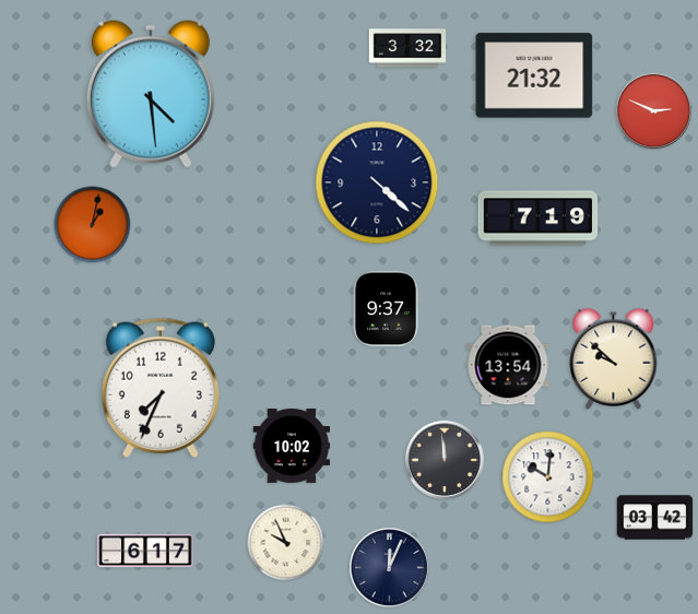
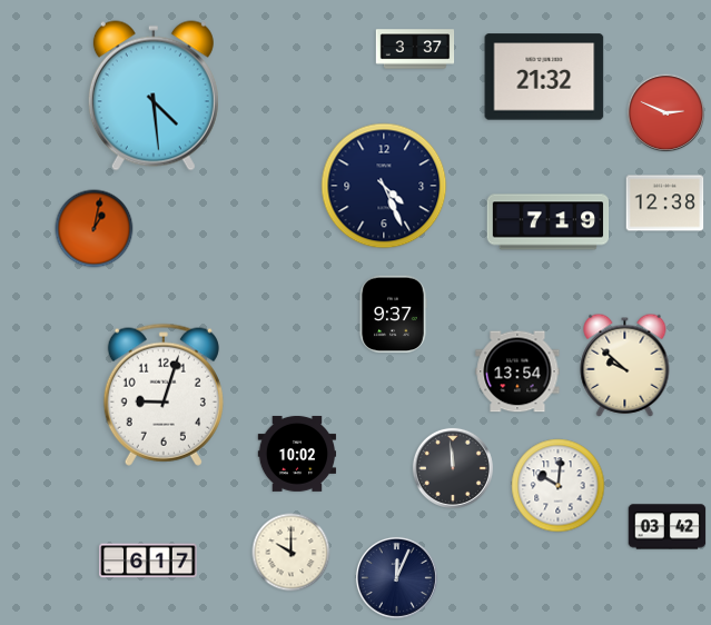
clock at (407, 48): 3:32 -> 3:37
clock at (377, 182): 4:22 -> 4:26
clock at (665, 204): none -> 12:38
clock at (161, 388): 7:34 -> 9:03
clock at (286, 543): 9:56 -> 10:00
